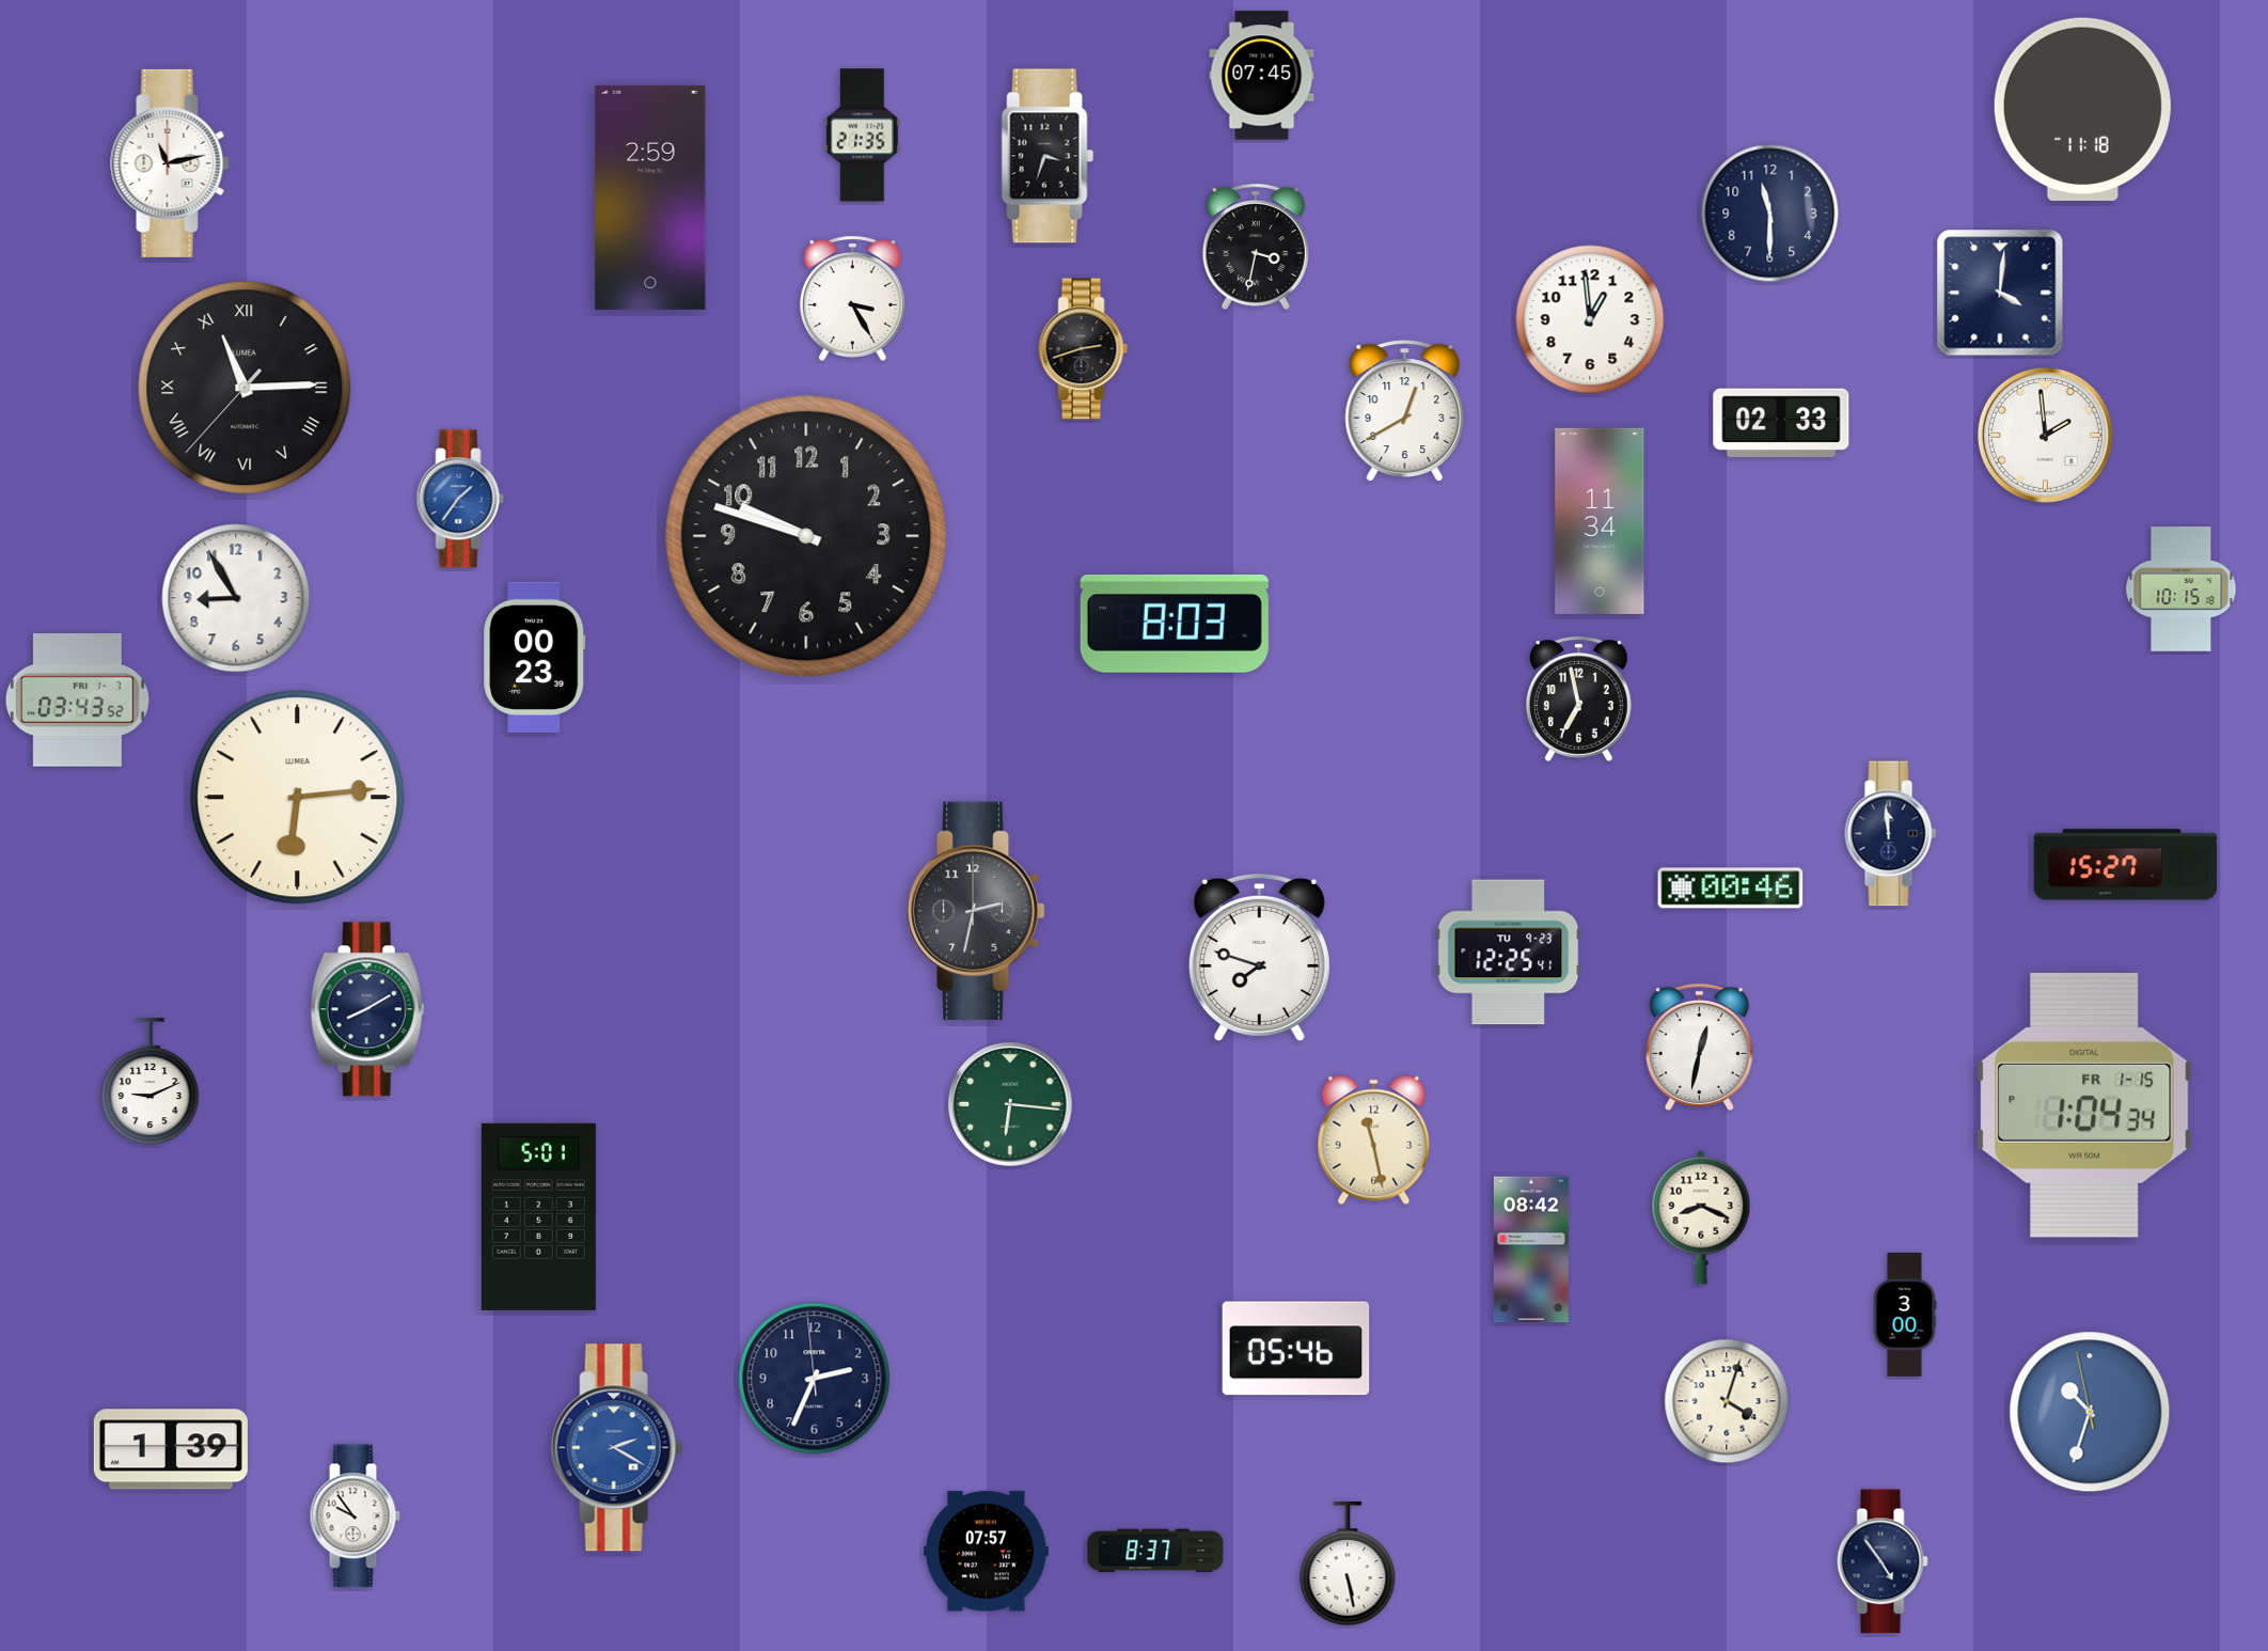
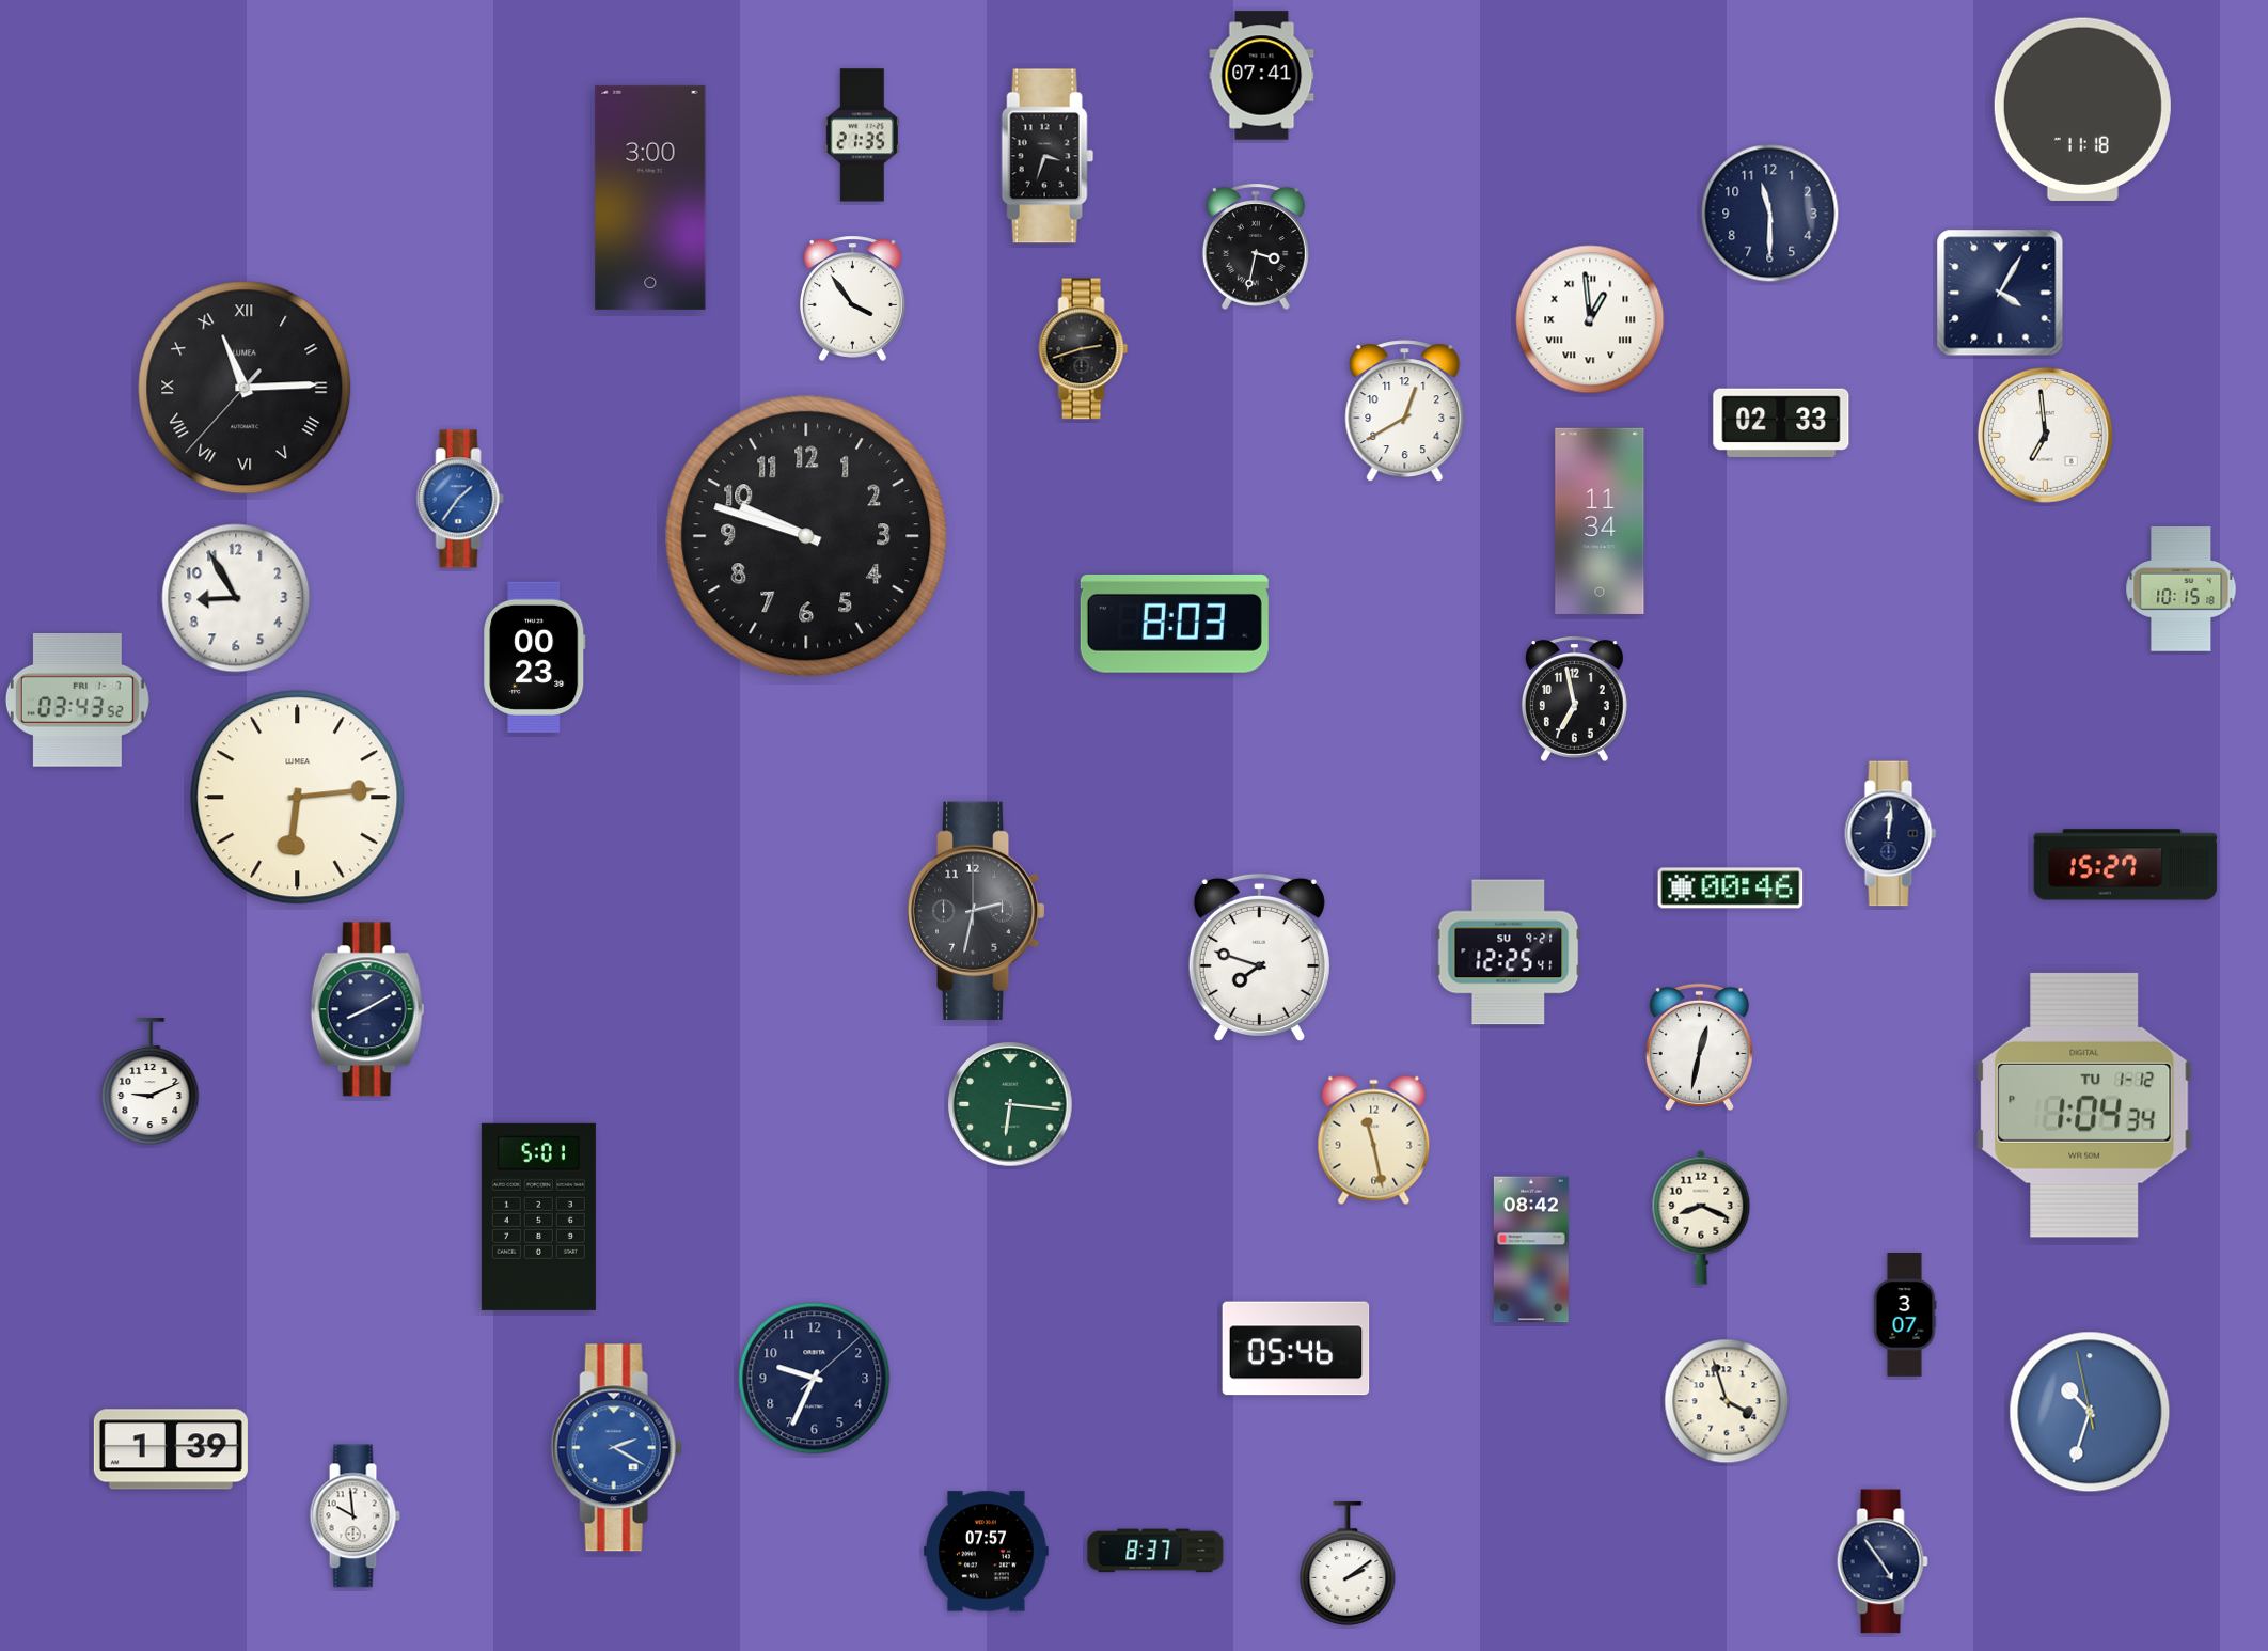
clock at (1262, 76): 07:45 -> 07:41
clock at (170, 163): 11:13 -> none
clock at (650, 198): 2:59 -> 3:00
clock at (2000, 293): 4:01 -> 4:05
clock at (852, 298): 3:25 -> 3:54
clock at (1590, 319) numerals: Arabic -> Roman
clock at (2045, 435): 1:59 -> 6:59
clock at (1578, 698) position: (1578, 698) -> (1574, 698)
clock at (1891, 834): 11:59 -> 12:01
clock at (1509, 953) date: TU 9-23 -> SU 9-21
clock at (2084, 1105) date: FR 1-15 -> TU 1-12
clock at (1905, 1316): 3:00 -> 3:07
clock at (815, 1379): 2:33 -> 9:34
clock at (1727, 1401): 4:03 -> 3:57
clock at (355, 1516): 9:54 -> 9:59
clock at (1348, 1563): 5:28 -> 2:09
